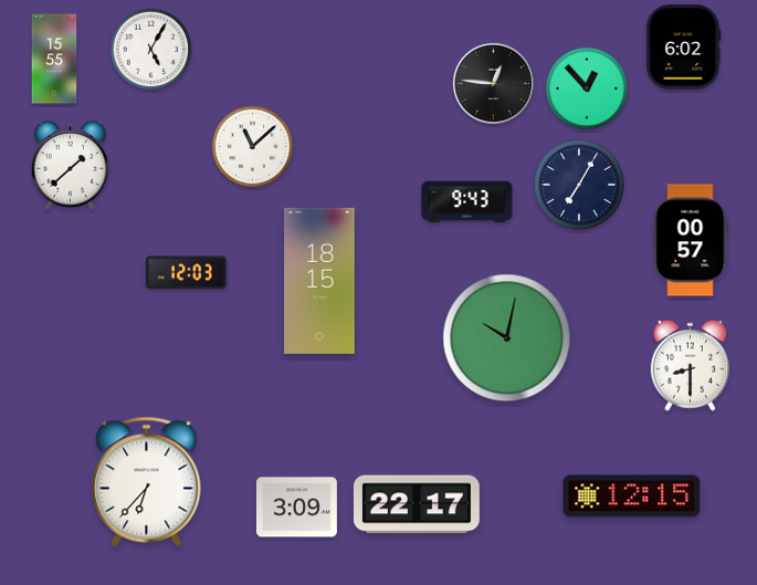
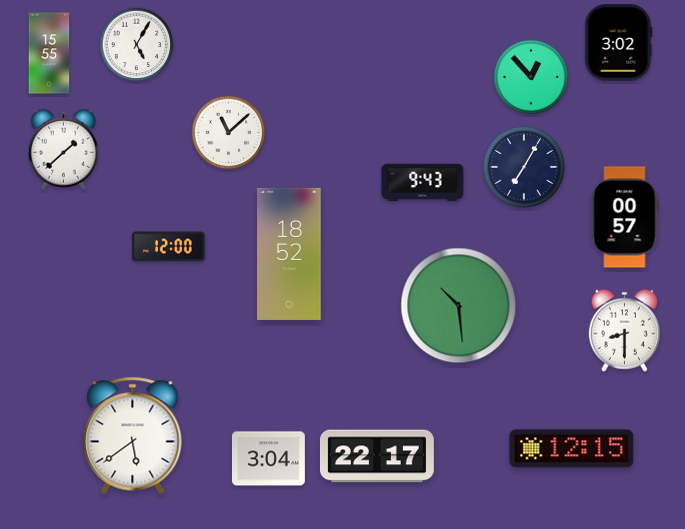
clock at (684, 48): 6:02 -> 3:02
clock at (493, 83): 12:46 -> none
clock at (587, 88) position: (587, 88) -> (531, 77)
clock at (186, 273): 12:03 -> 12:00
clock at (319, 281): 18:15 -> 18:52
clock at (507, 338): 10:02 -> 10:29
clock at (147, 481): 6:37 -> 5:39
clock at (296, 508): 3:09 -> 3:04
